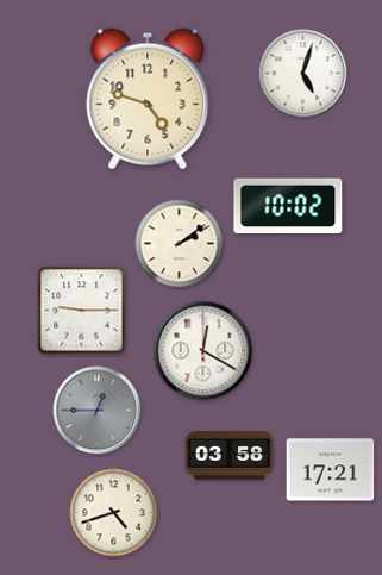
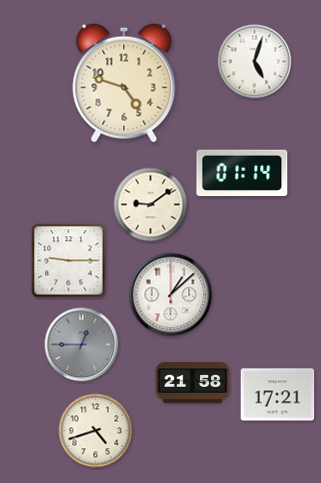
clock at (288, 206): 10:02 -> 01:14
clock at (180, 244): 2:09 -> 9:09
clock at (203, 351): 12:20 -> 1:08
clock at (230, 456): 03:58 -> 21:58
